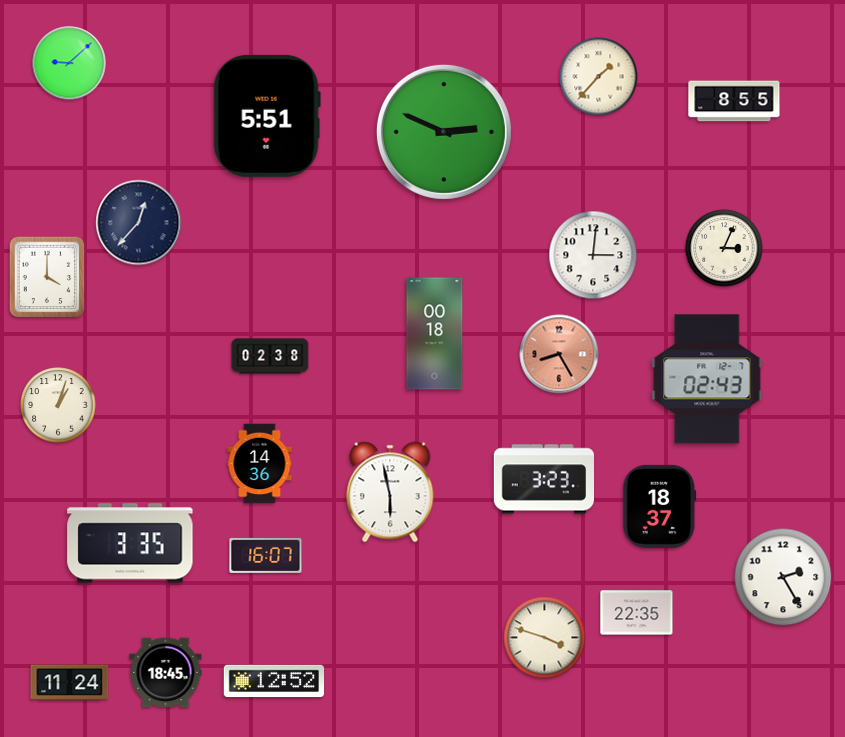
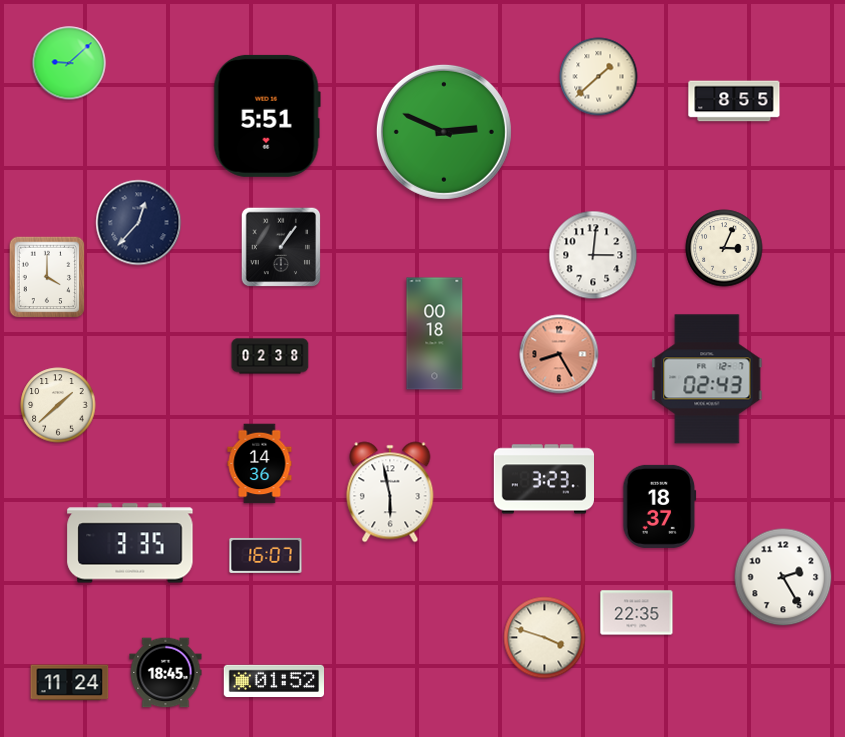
clock at (599, 77): 1:37 -> 1:38
clock at (281, 247): none -> 1:06
clock at (58, 405): 1:03 -> 1:38
clock at (273, 680): 12:52 -> 01:52
